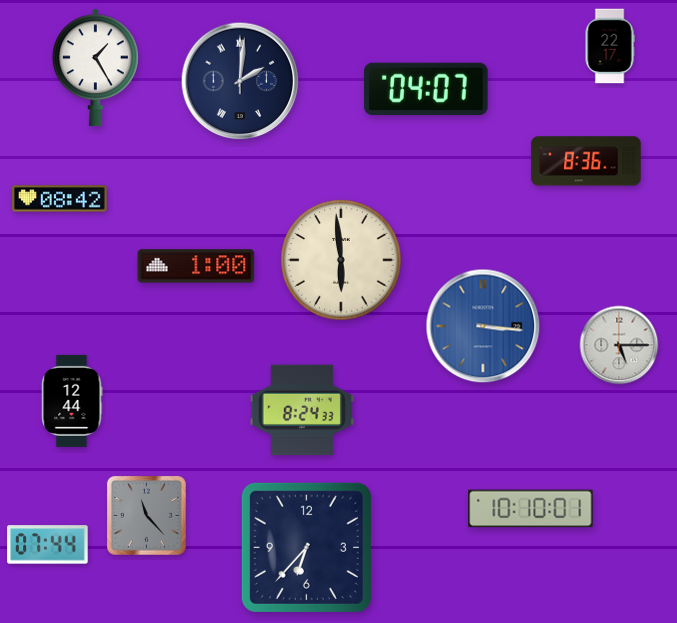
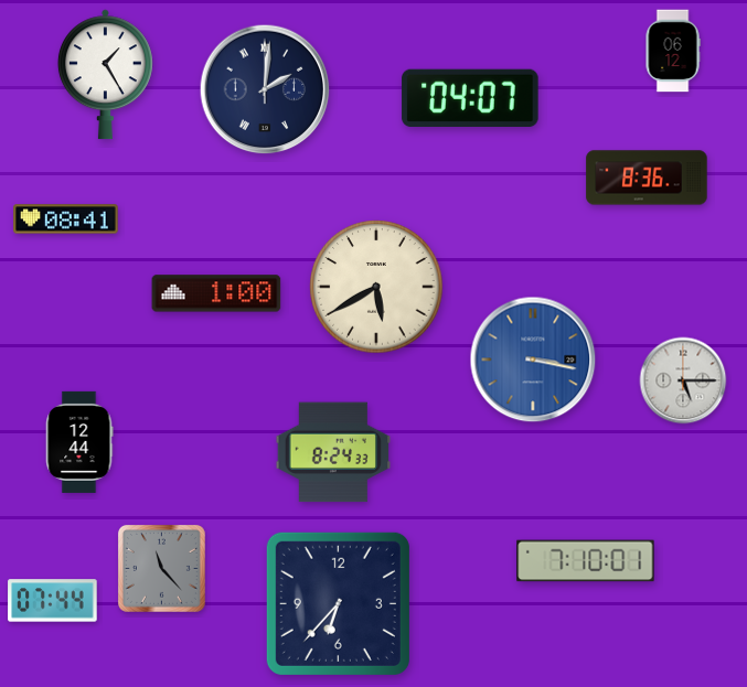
clock at (610, 46): 22:17 -> 06:12
clock at (60, 199): 08:42 -> 08:41
clock at (341, 260): 5:59 -> 5:40
clock at (483, 326): 3:16 -> 3:17
clock at (531, 509): 10:10 -> 7:10
